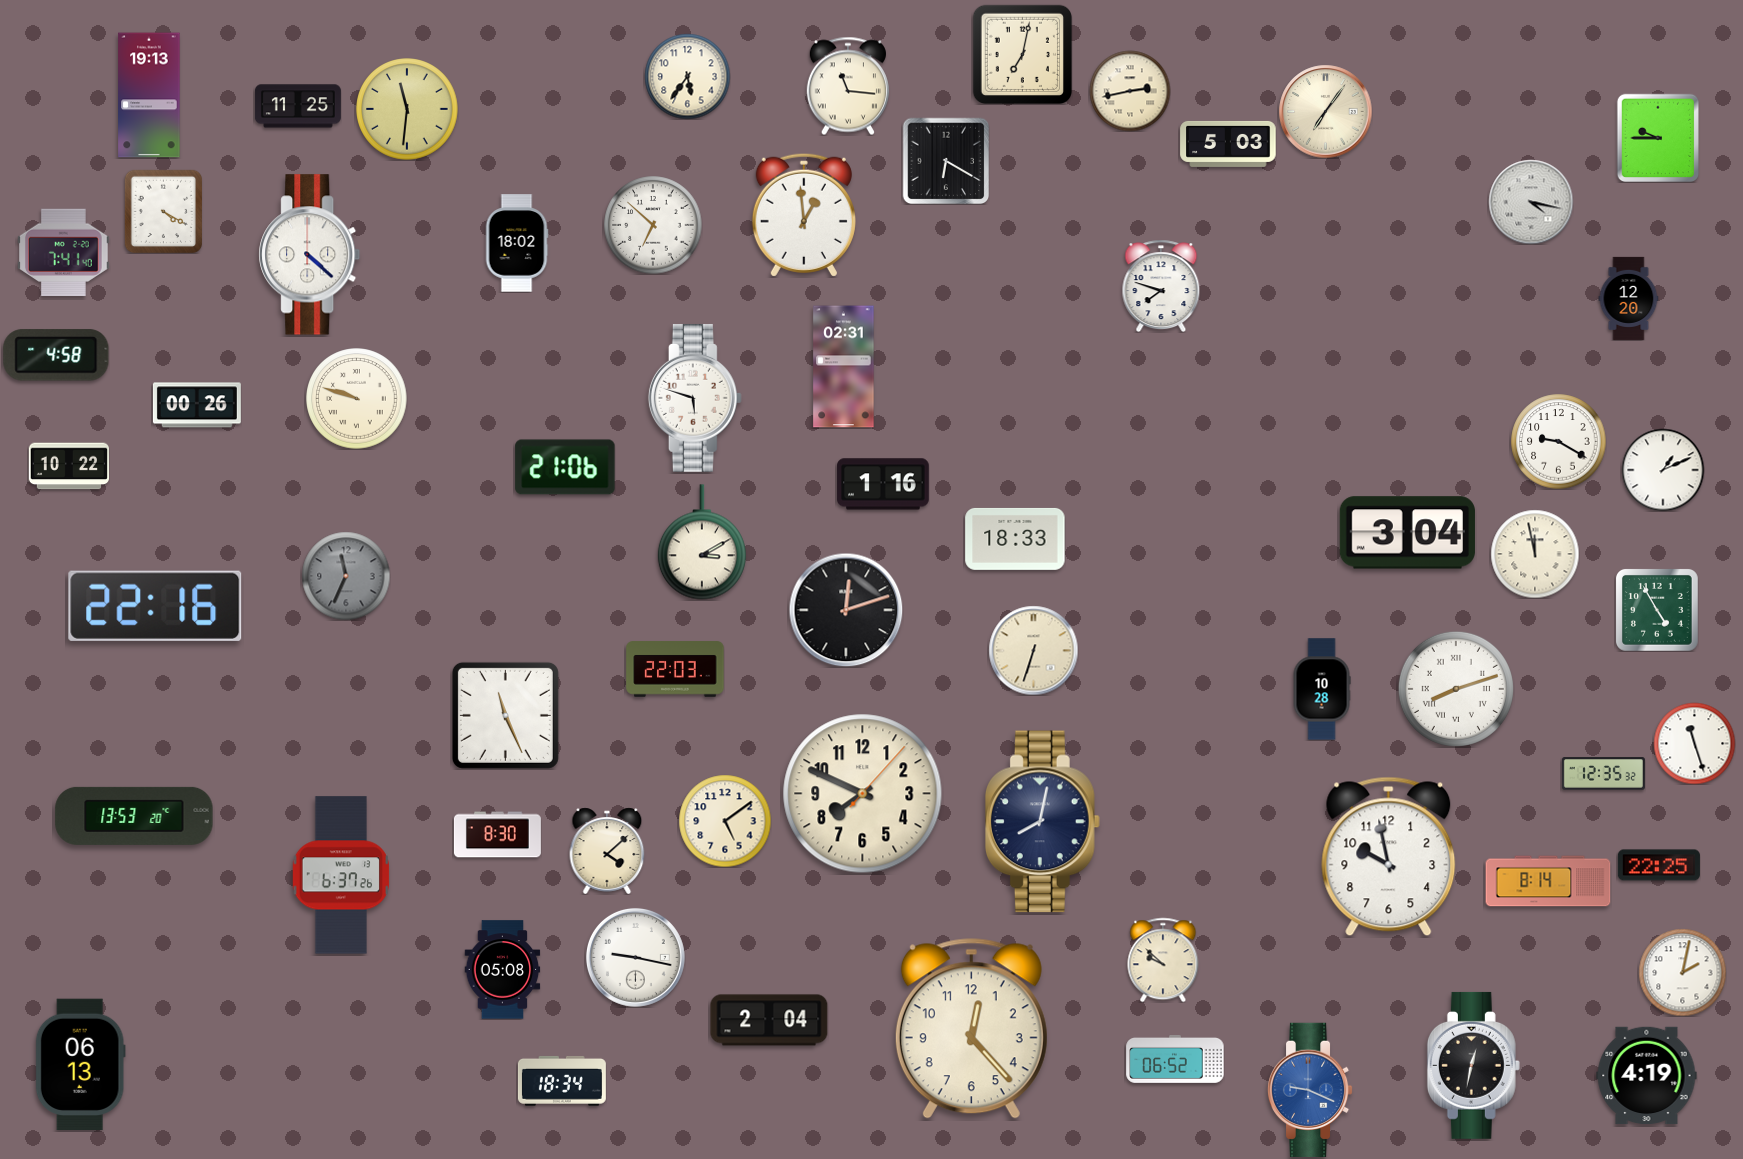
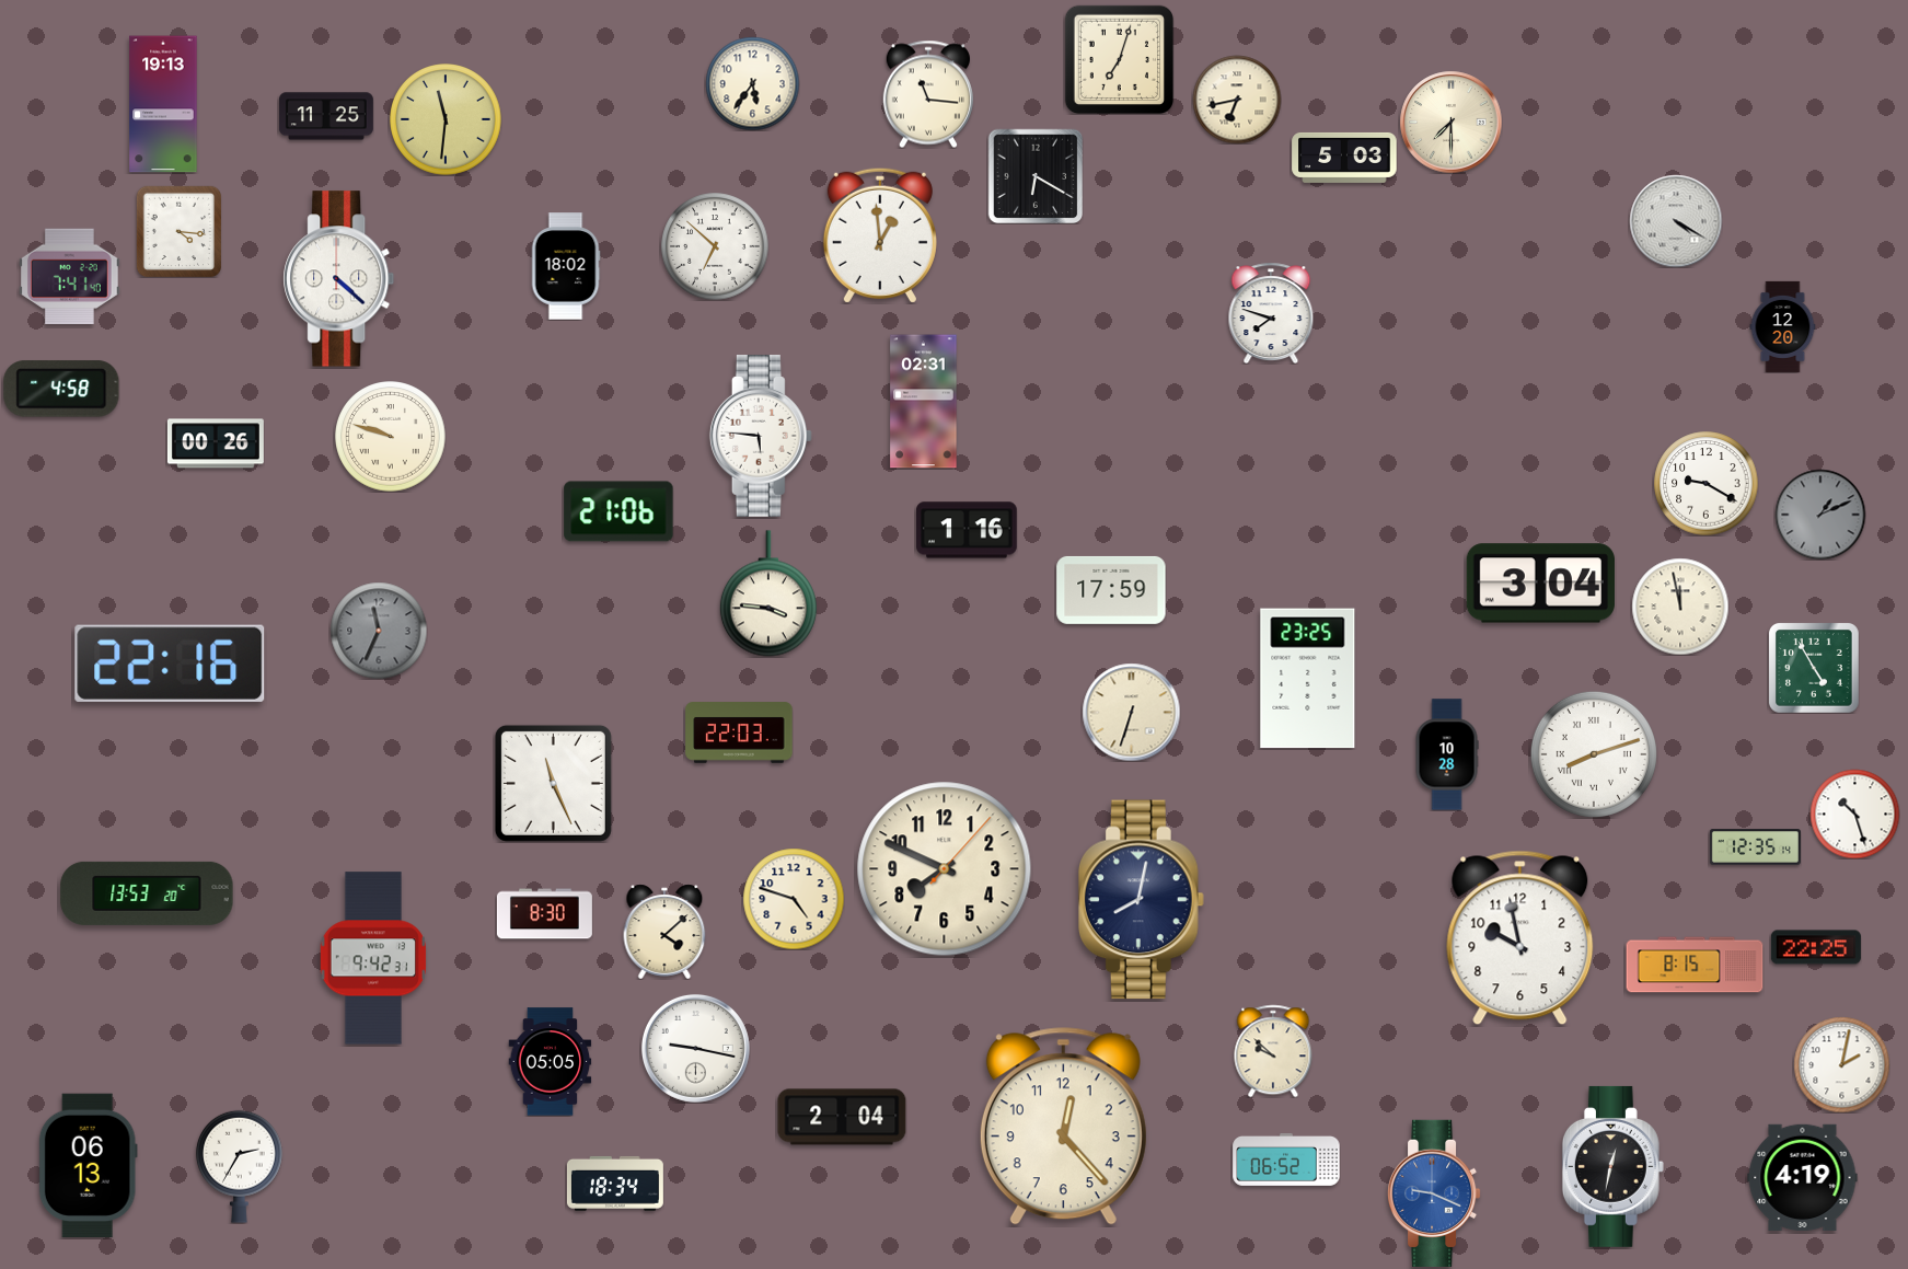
clock at (1022, 54): 7:02 -> 7:03
clock at (1130, 91): 2:43 -> 6:43
clock at (1325, 111): 7:06 -> 7:30
clock at (1657, 137): 9:45 -> none
clock at (1531, 202): 4:17 -> 4:20
clock at (163, 211): 4:20 -> 4:16
clock at (695, 398): 5:48 -> 5:46
clock at (68, 466): 10:22 -> none
clock at (1663, 470) dial: white -> grey
clock at (1015, 539): 18:33 -> 17:59
clock at (702, 542): 3:10 -> 3:46
clock at (846, 610): 12:12 -> none
clock at (1308, 679): none -> 23:25
clock at (1694, 743): 11:27 -> 10:27
clock at (1603, 774): 12:35:32 -> 12:35:14
clock at (725, 821): 5:09 -> 4:48
clock at (340, 875): 6:37 -> 9:42
clock at (1548, 881): 8:14 -> 8:15
clock at (503, 970): 05:08 -> 05:05
clock at (240, 1166): none -> 2:35
